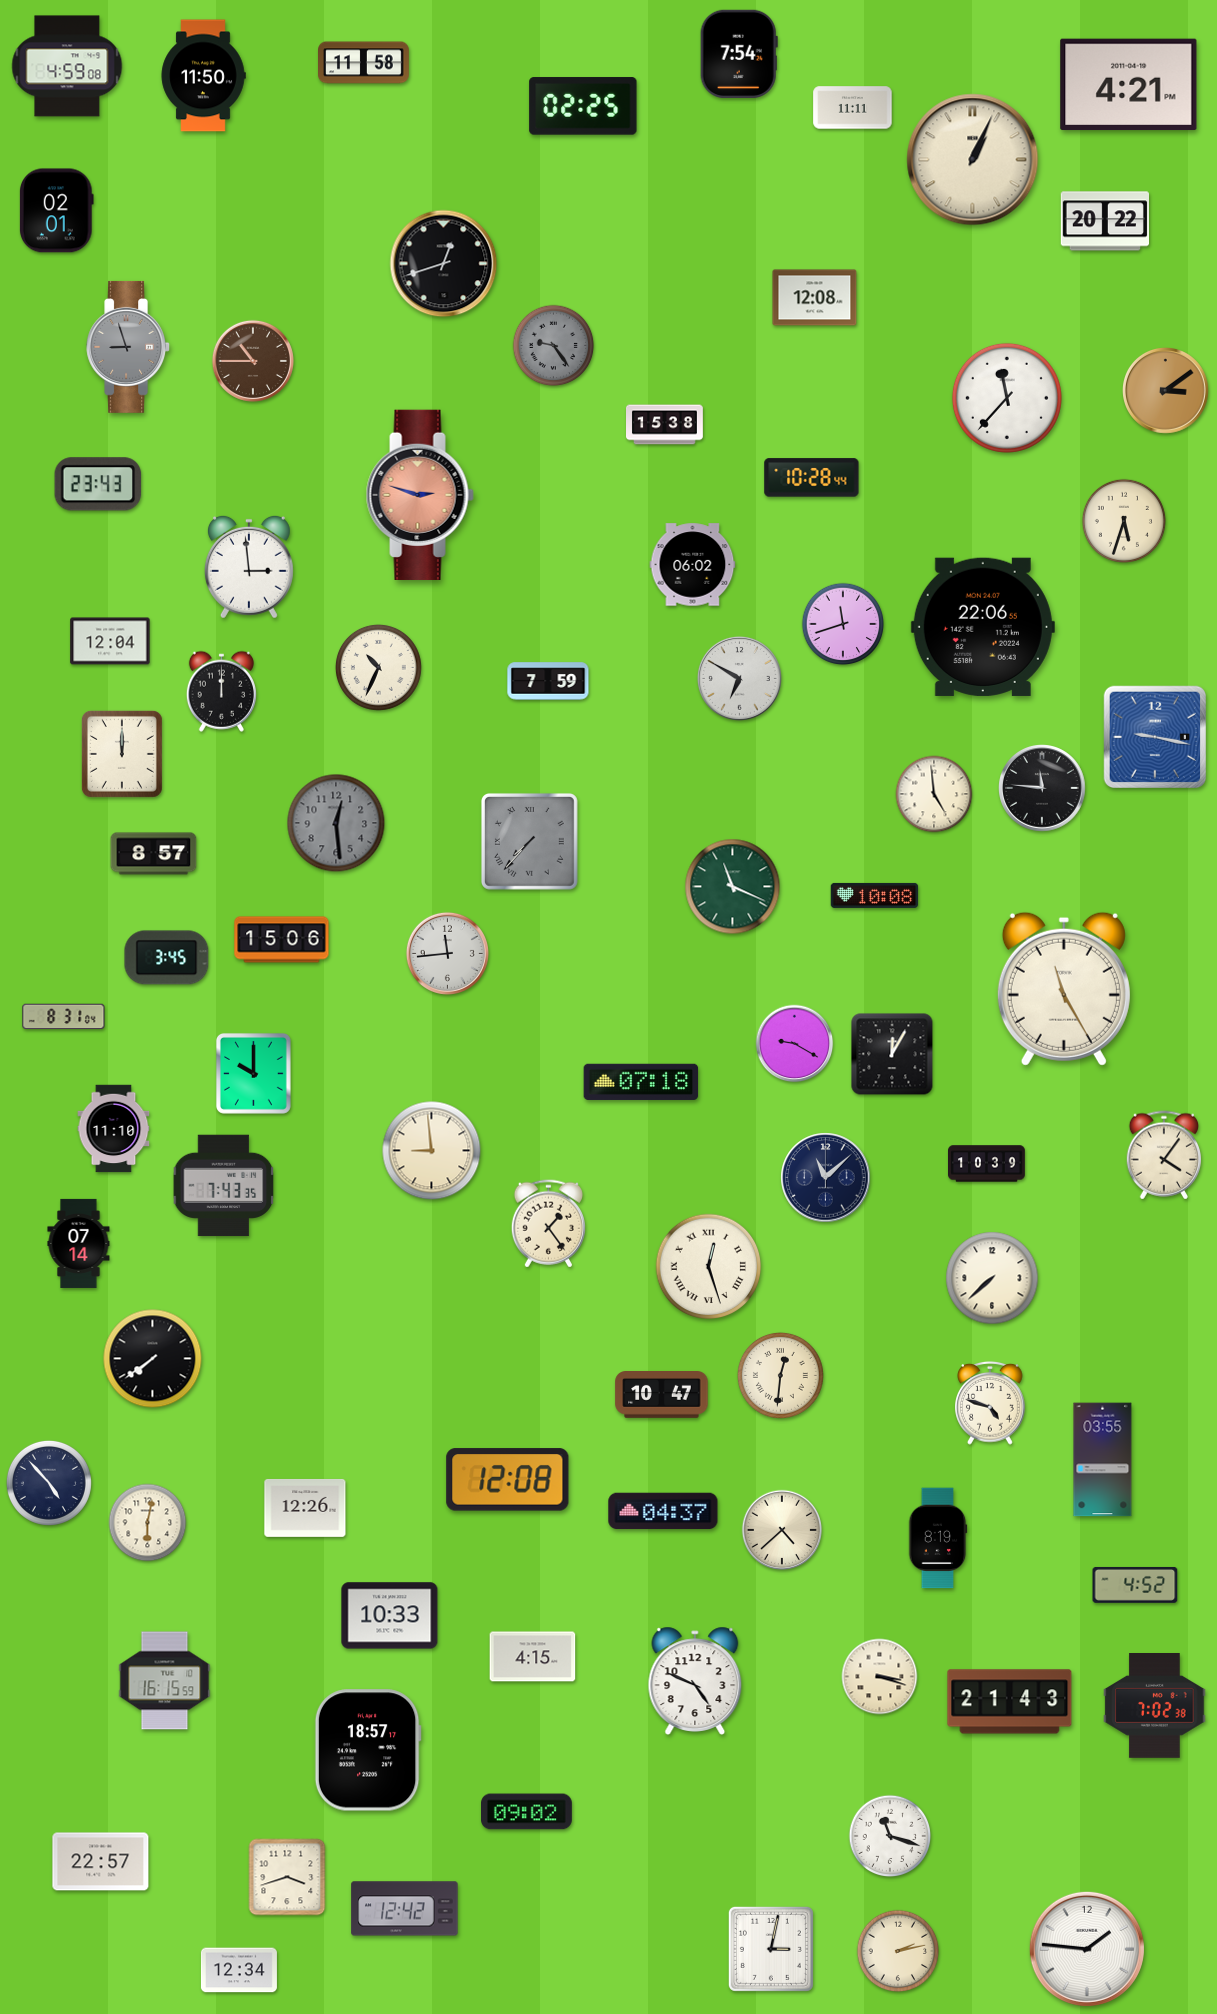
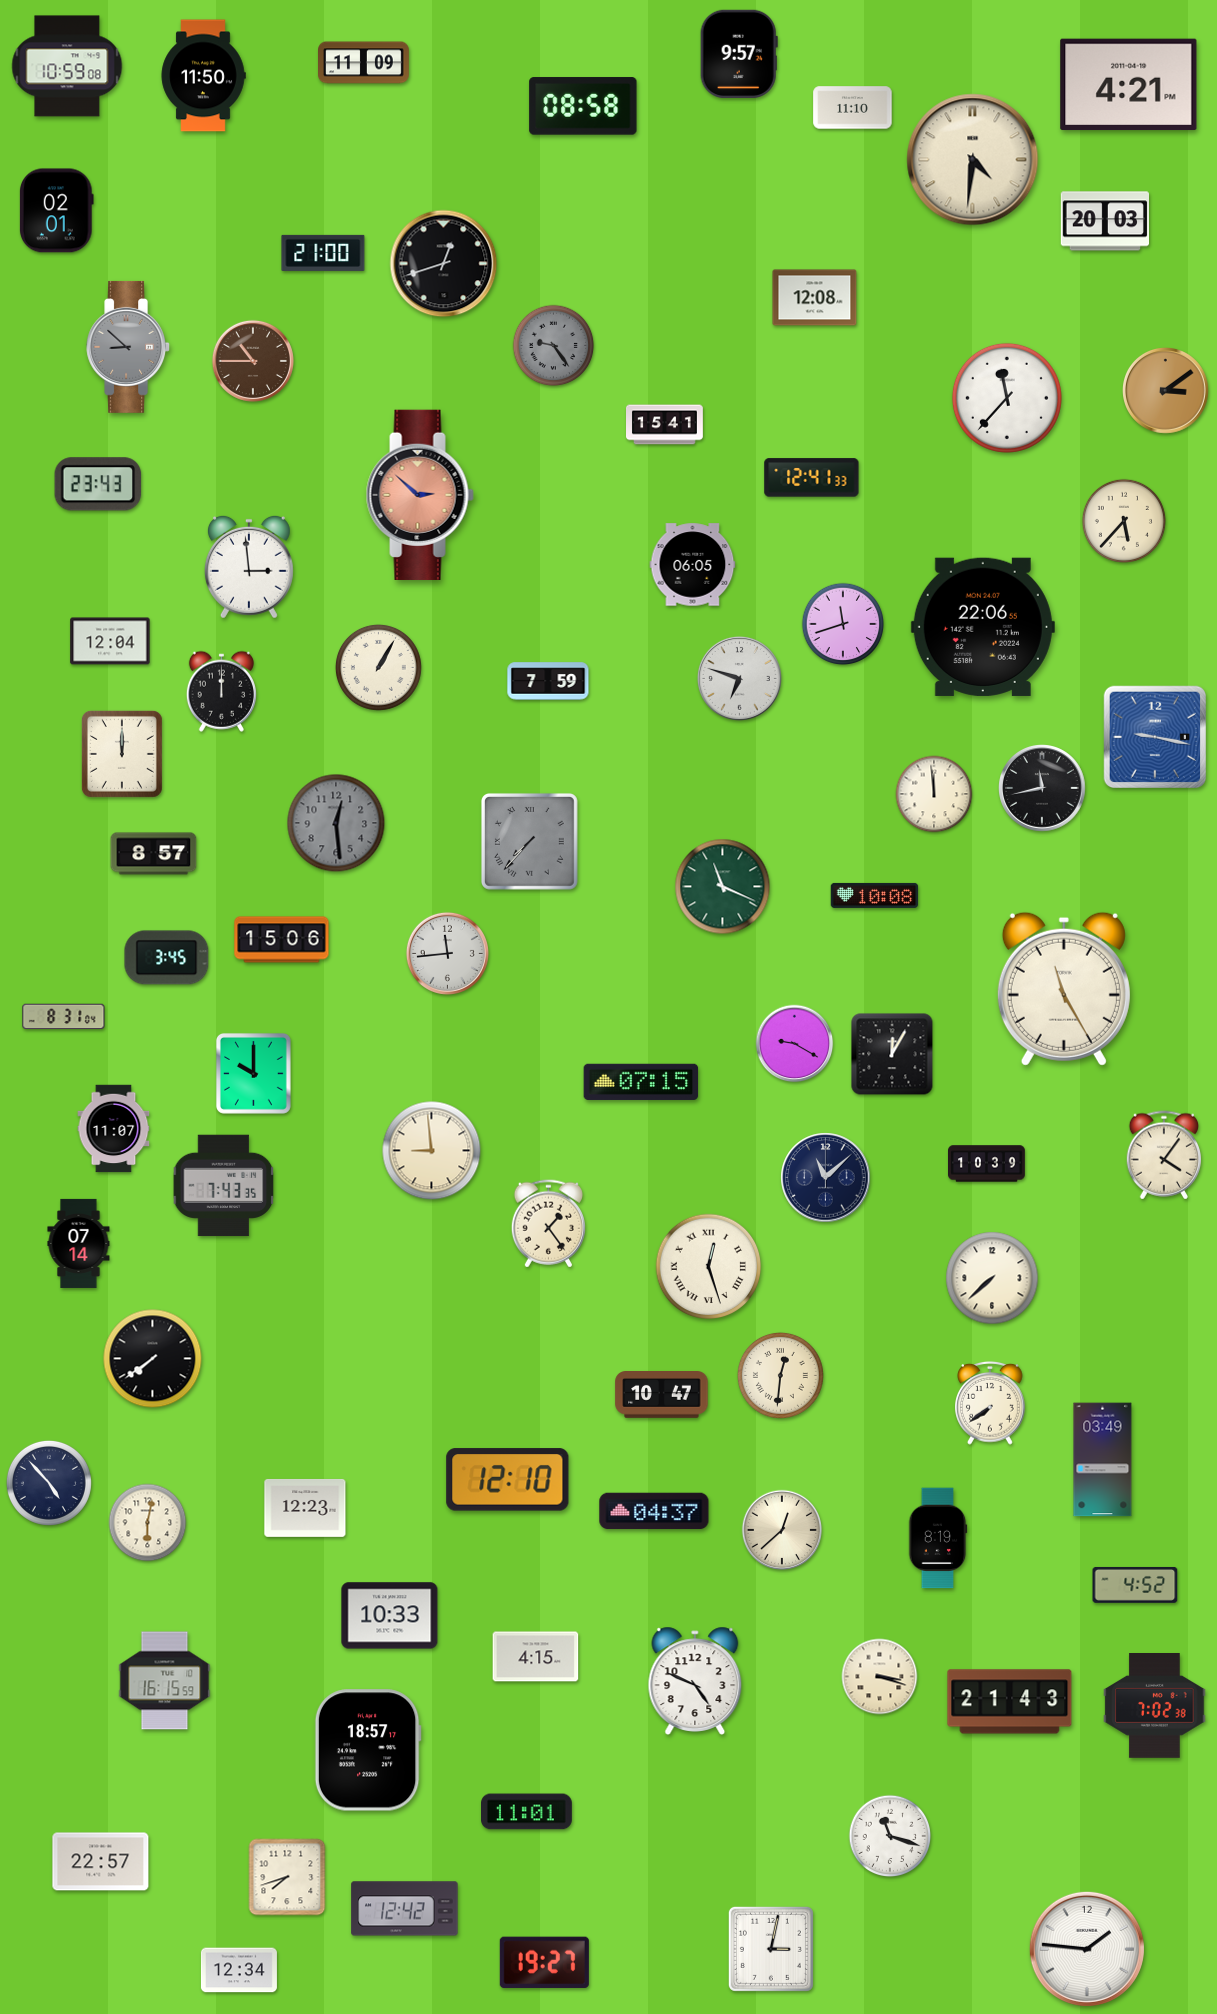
clock at (739, 54): 7:54 -> 9:57
clock at (364, 63): 11:58 -> 11:09
clock at (67, 66): 4:59 -> 10:59
clock at (583, 106): 02:25 -> 08:58
clock at (853, 108): 11:11 -> 11:10
clock at (973, 160): 1:04 -> 4:31
clock at (1104, 221): 20:22 -> 20:03
clock at (323, 253): none -> 21:00
clock at (129, 347): 8:57 -> 8:52
clock at (665, 425): 15:38 -> 15:41
clock at (812, 478): 10:28 -> 12:41
clock at (420, 495): 2:48 -> 2:52
clock at (1124, 521): 5:33 -> 5:37
clock at (693, 565): 06:02 -> 06:05
clock at (378, 667): 10:34 -> 1:05
clock at (739, 678): 6:50 -> 6:48
clock at (1043, 789): 11:46 -> 11:43
clock at (934, 794): 4:59 -> 11:59
clock at (733, 887) position: (733, 887) -> (723, 887)
clock at (641, 1081): 07:18 -> 07:15
clock at (114, 1129): 11:10 -> 11:07
clock at (991, 1403): 4:48 -> 7:39
clock at (1103, 1460): 03:55 -> 03:49
clock at (508, 1480): 12:08 -> 12:10
clock at (305, 1508): 12:26 -> 12:23
clock at (663, 1511) position: (663, 1511) -> (654, 1511)
clock at (781, 1529): 4:38 -> 12:38
clock at (533, 1657) position: (533, 1657) -> (536, 1657)
clock at (527, 1812): 09:02 -> 11:01
clock at (287, 1877): 3:42 -> 7:42
clock at (898, 1951): 2:13 -> none
clock at (544, 1962): none -> 19:27
